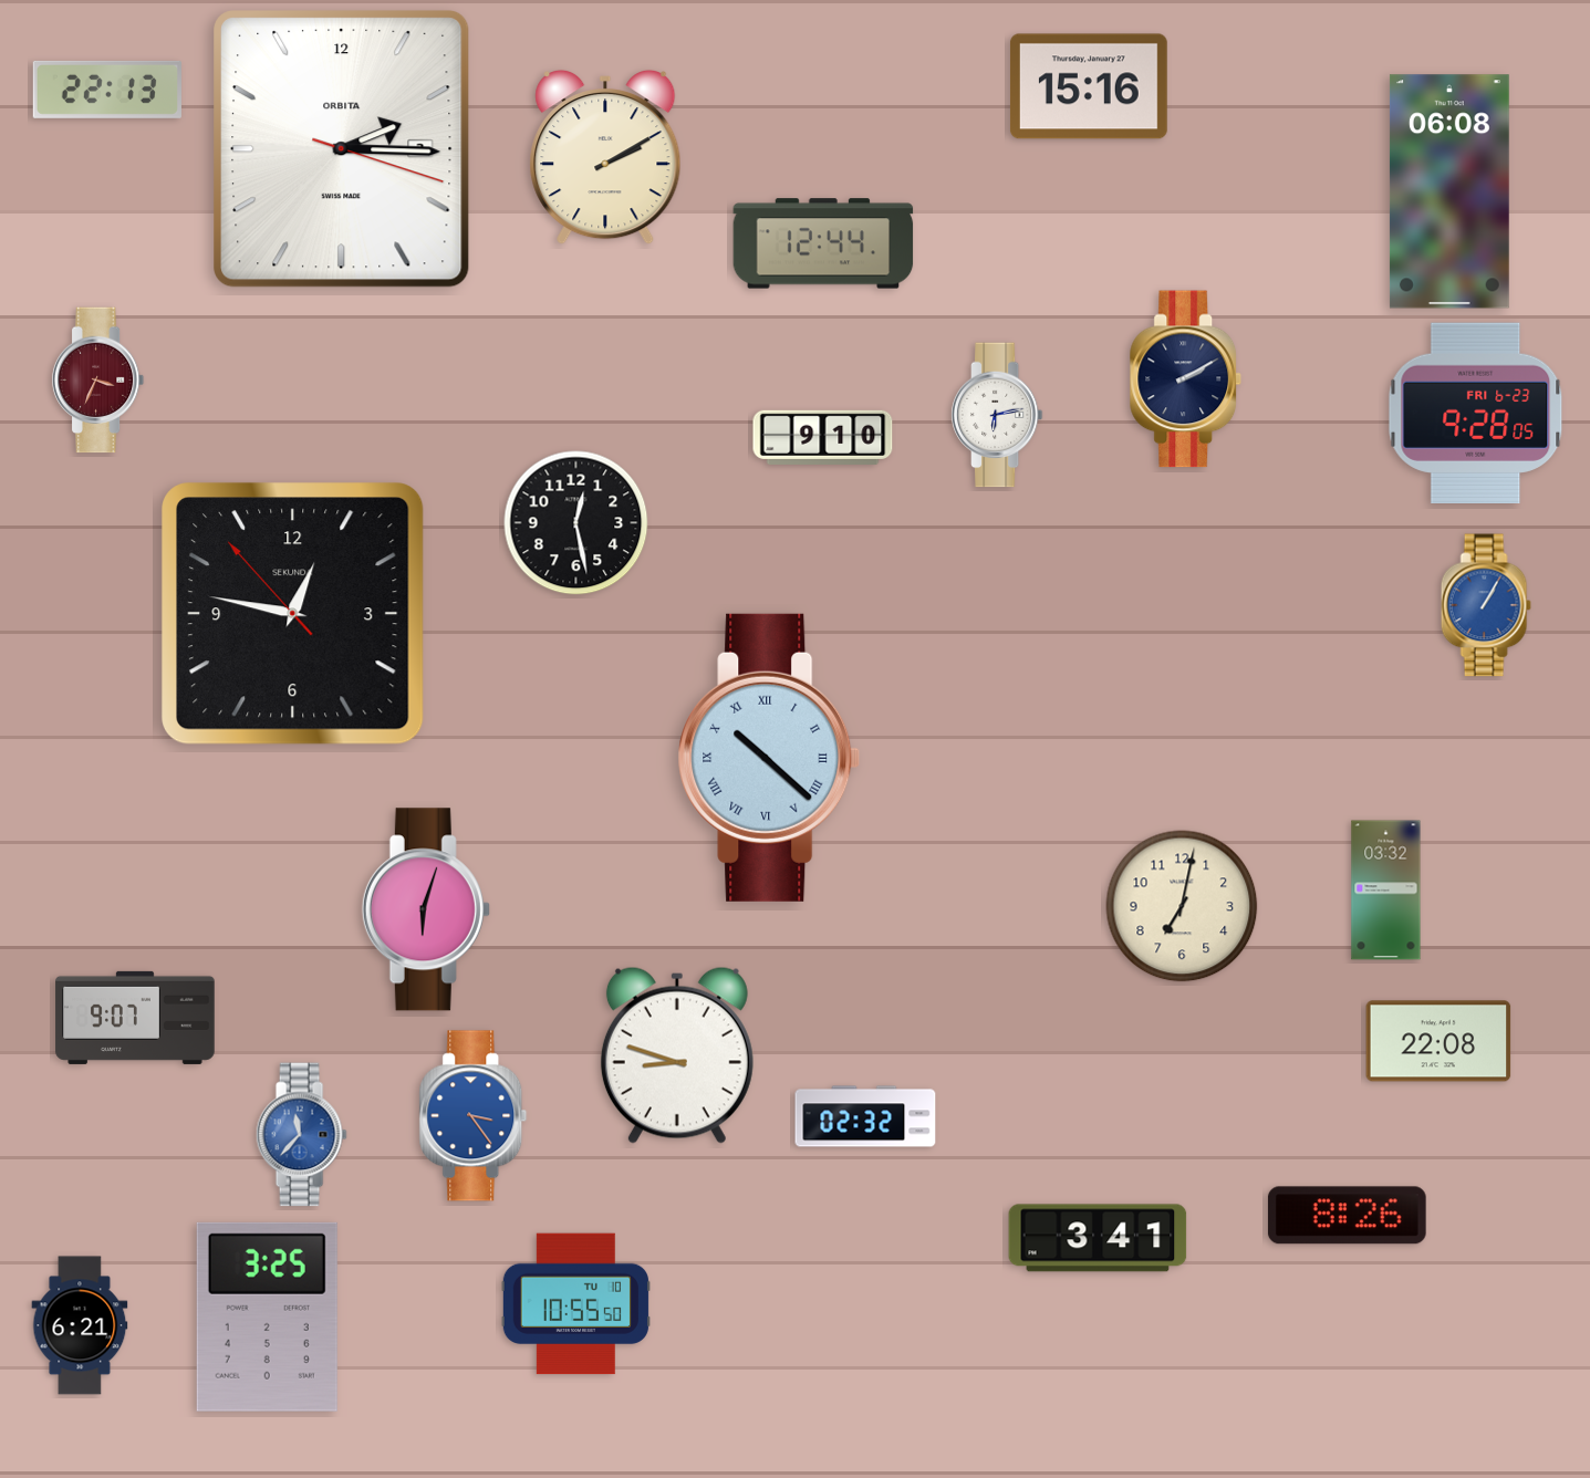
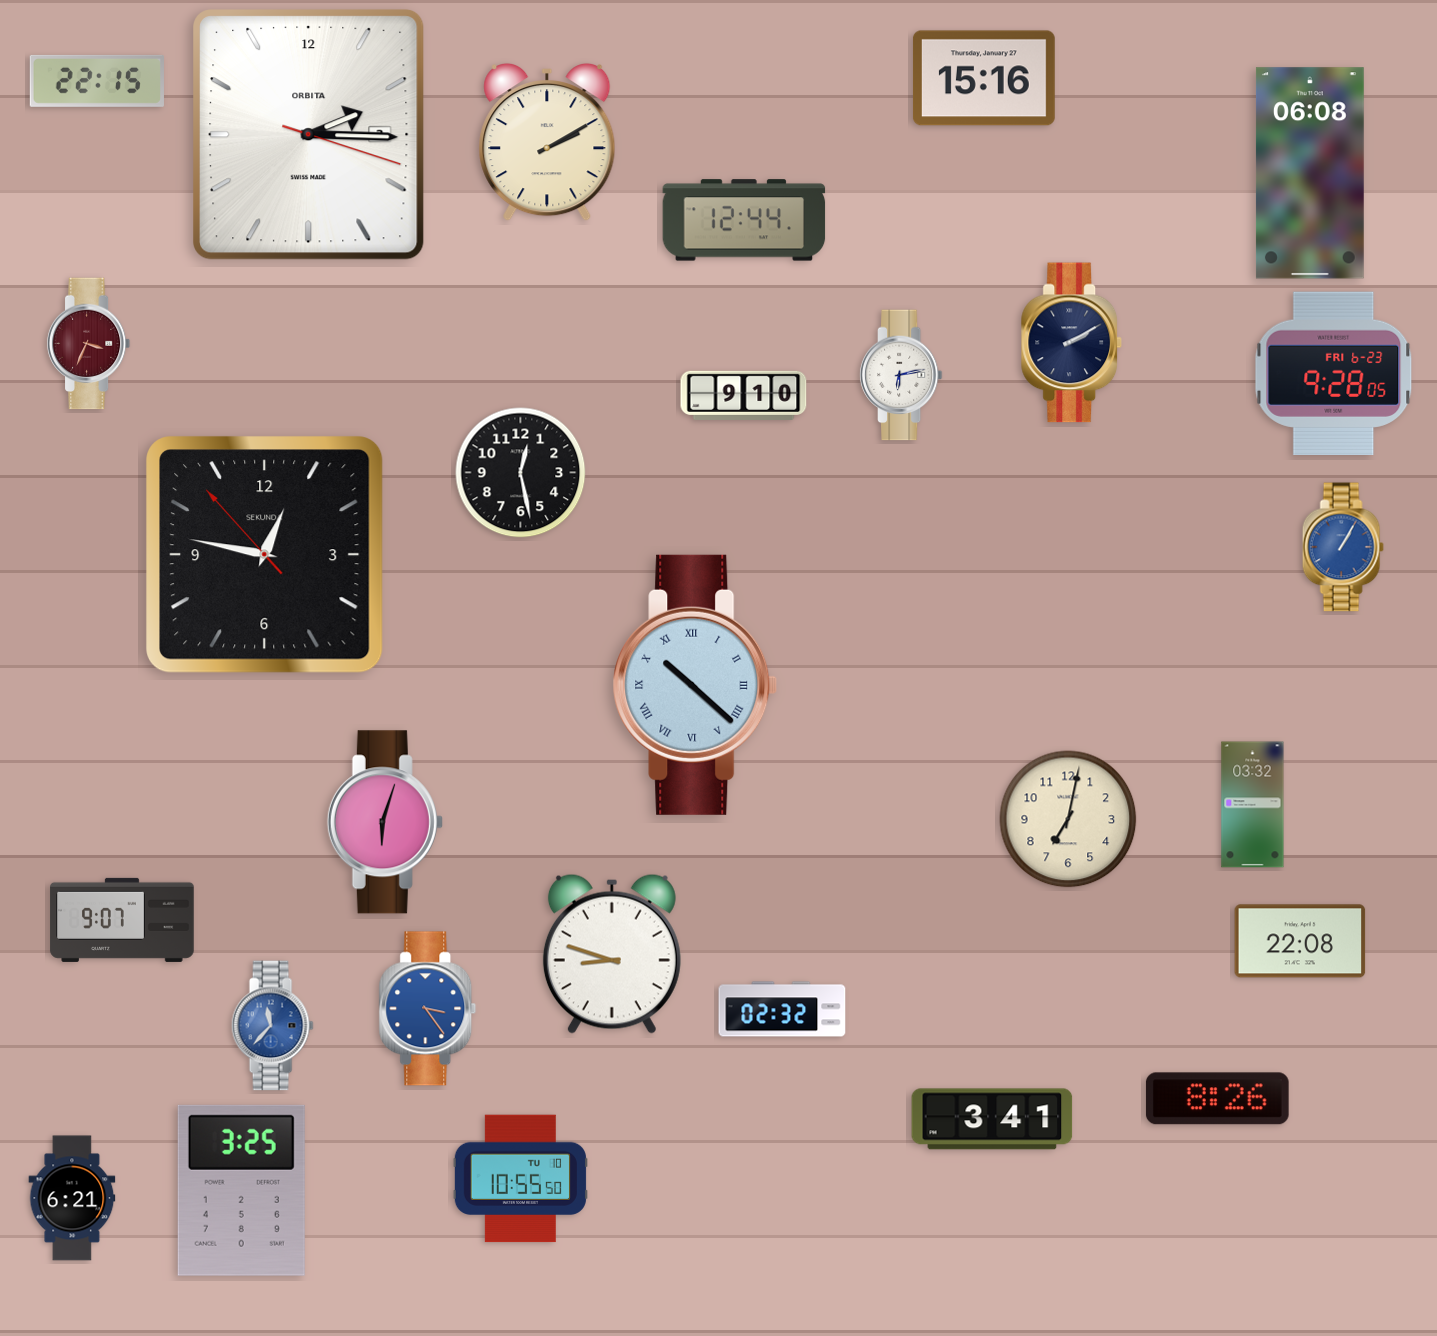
clock at (107, 90): 22:13 -> 22:15
